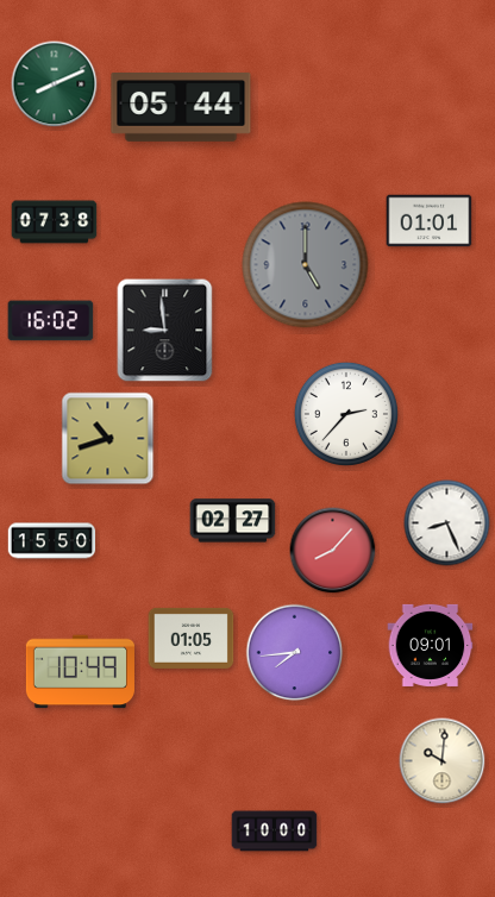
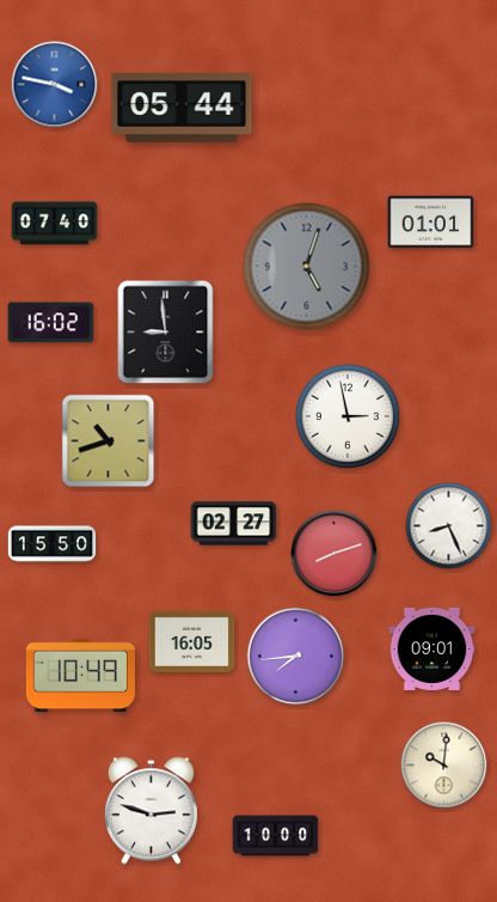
clock at (55, 84): 8:11 -> 3:47
clock at (55, 84) dial: green -> blue
clock at (55, 222): 07:38 -> 07:40
clock at (306, 265): 5:00 -> 5:03
clock at (346, 414): 2:37 -> 2:58
clock at (333, 551): 8:07 -> 8:12
clock at (192, 638): 01:05 -> 16:05
clock at (151, 811): none -> 2:48
